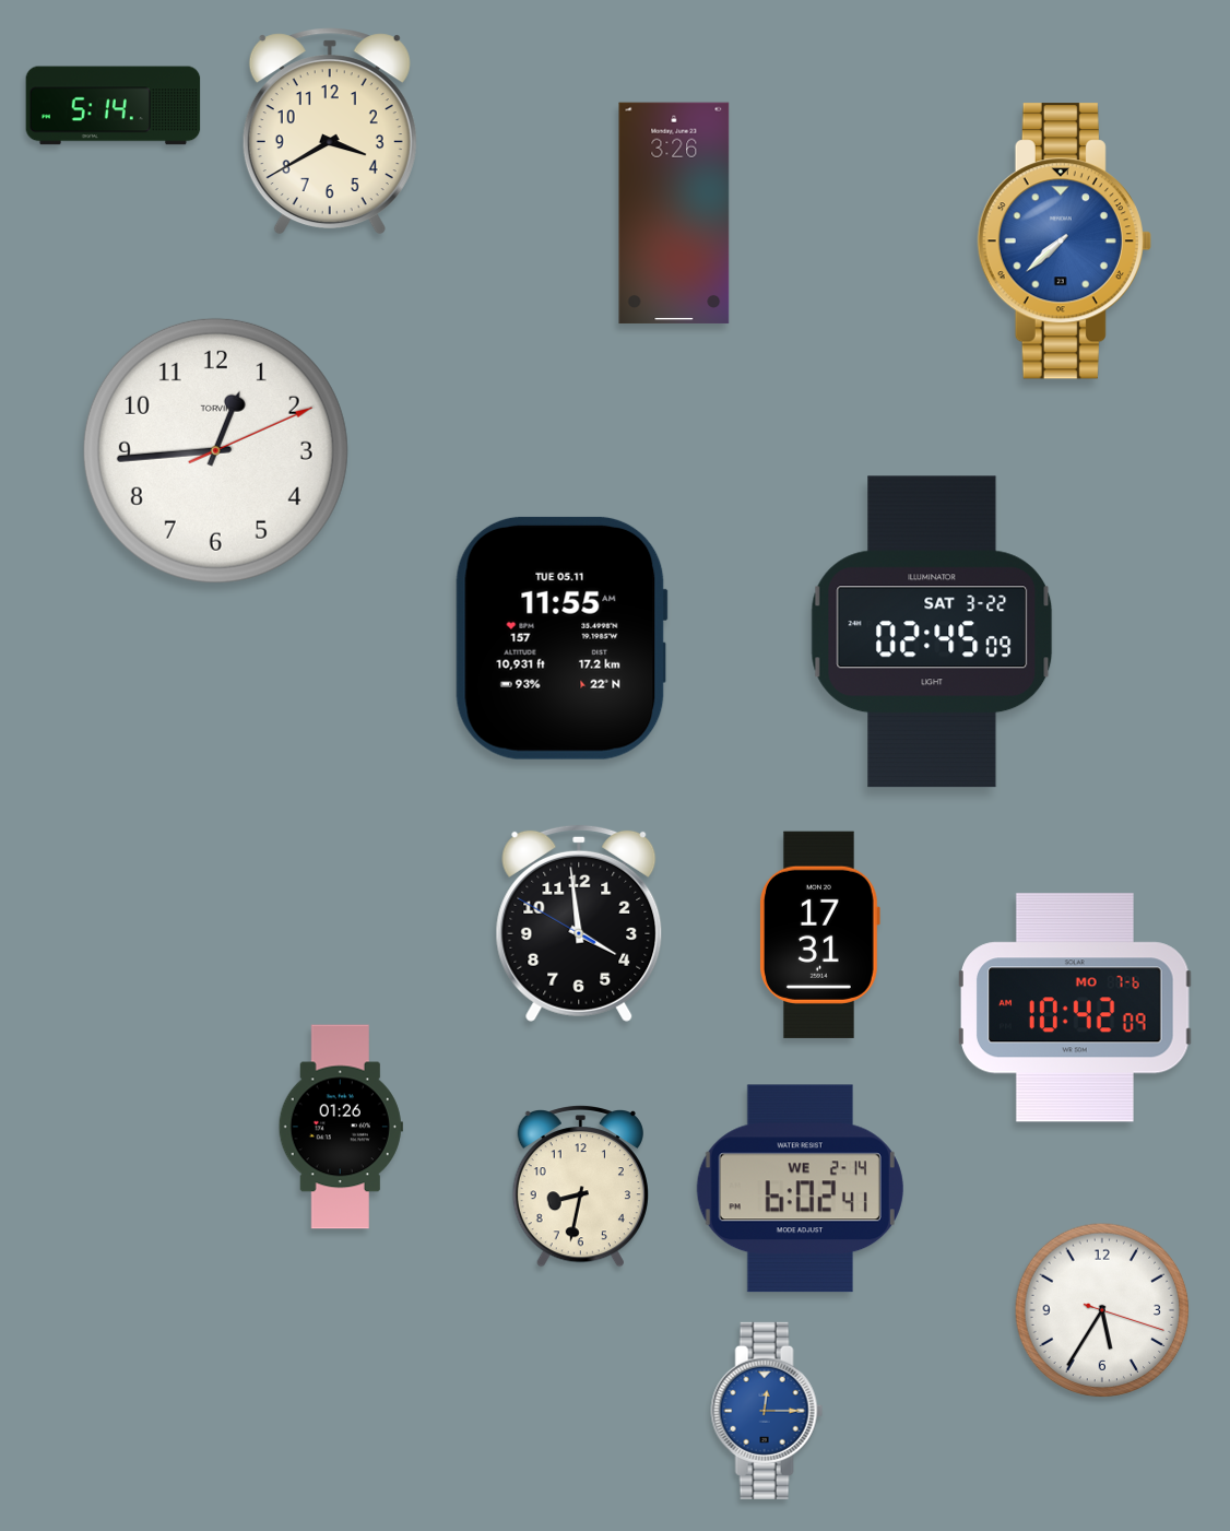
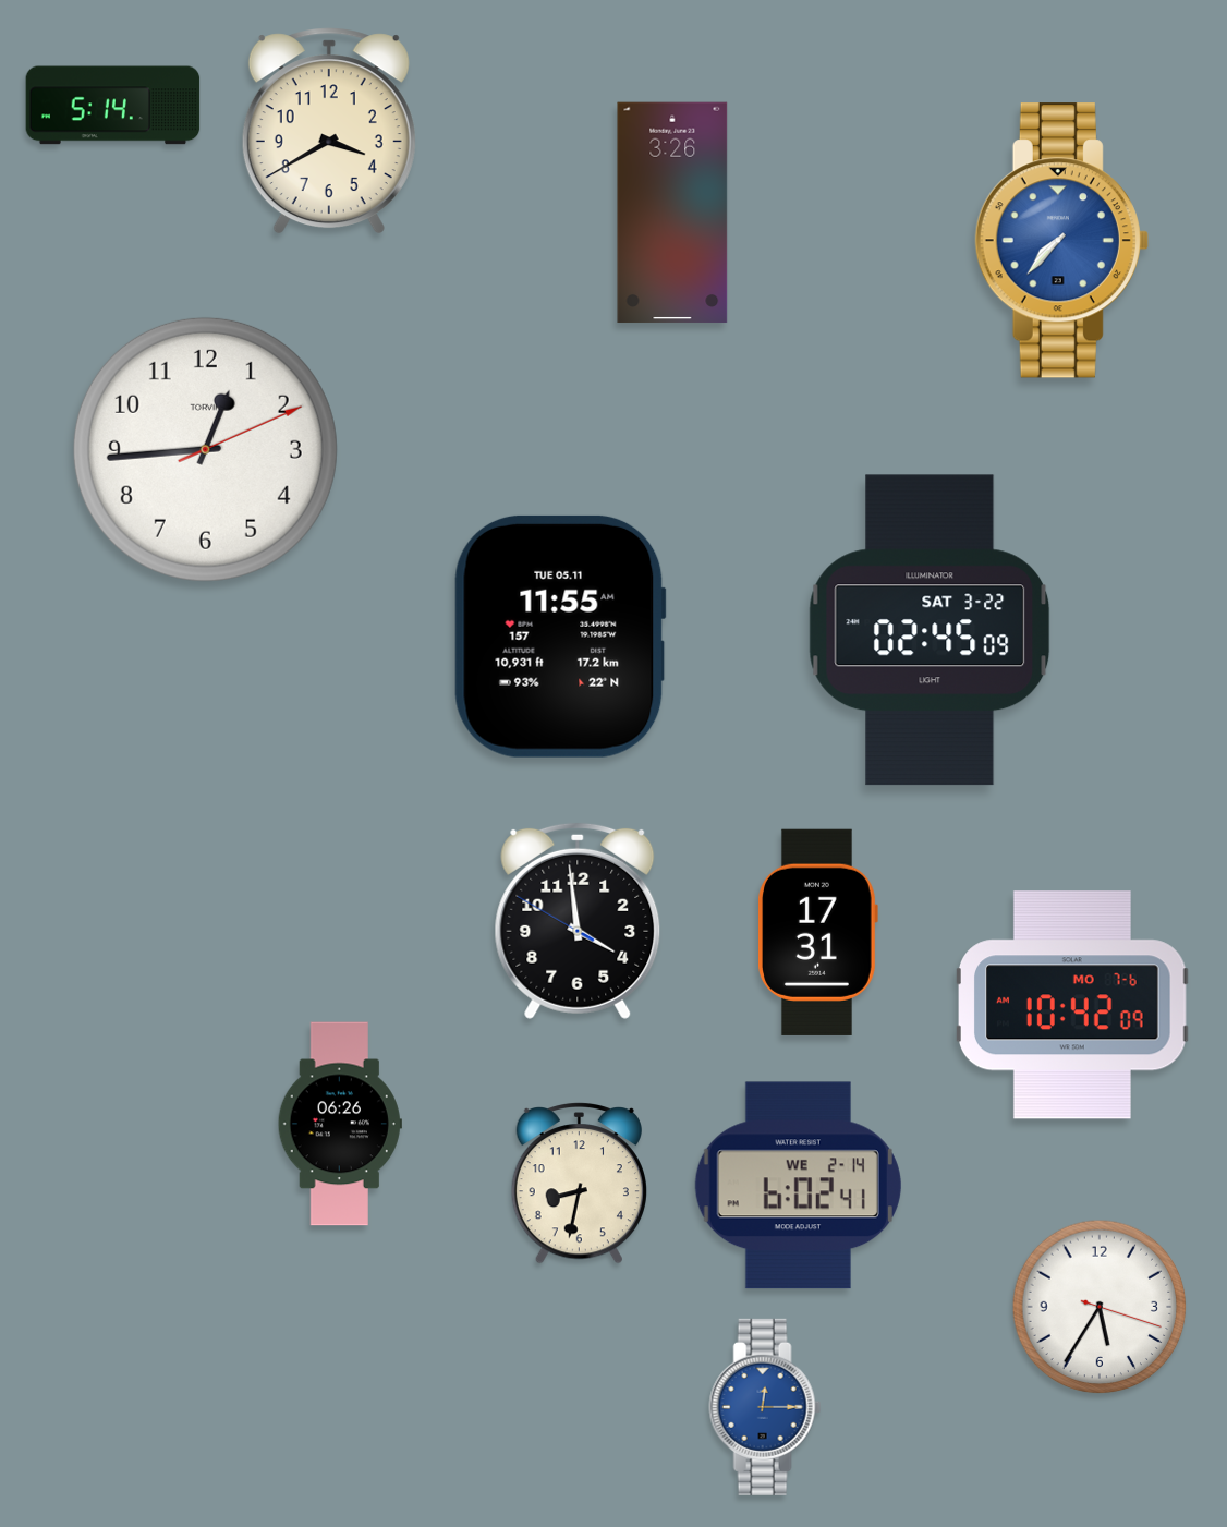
clock at (1064, 242): 7:38 -> 7:37
clock at (215, 450) position: (215, 450) -> (205, 449)
clock at (341, 1127): 01:26 -> 06:26
